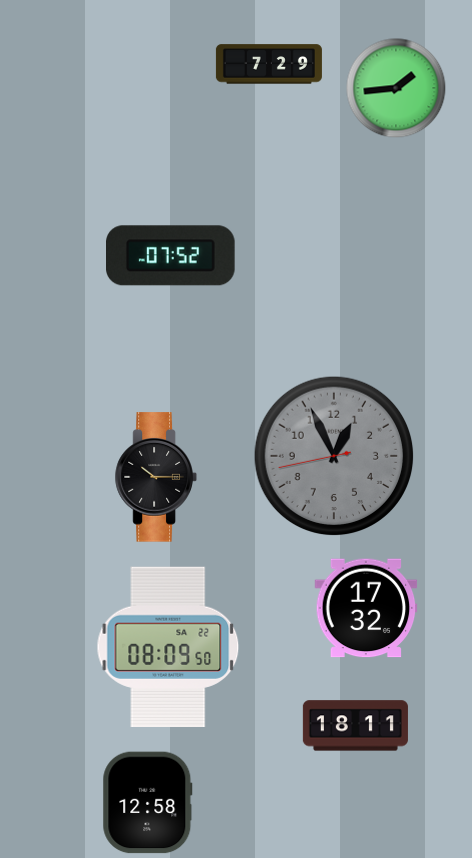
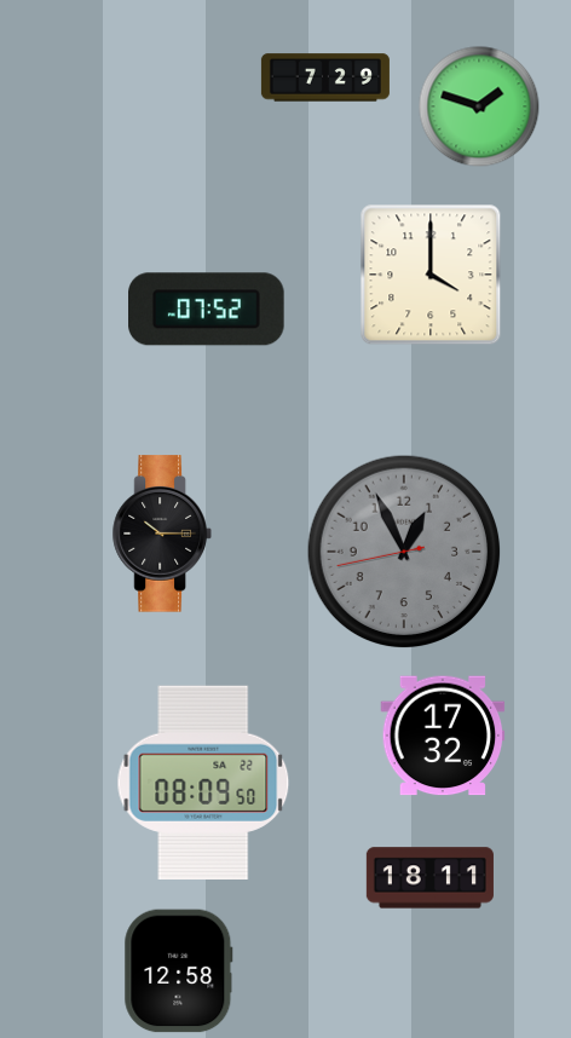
clock at (396, 88): 1:44 -> 1:48
clock at (431, 275): none -> 4:00
clock at (156, 477) position: (156, 477) -> (162, 534)
